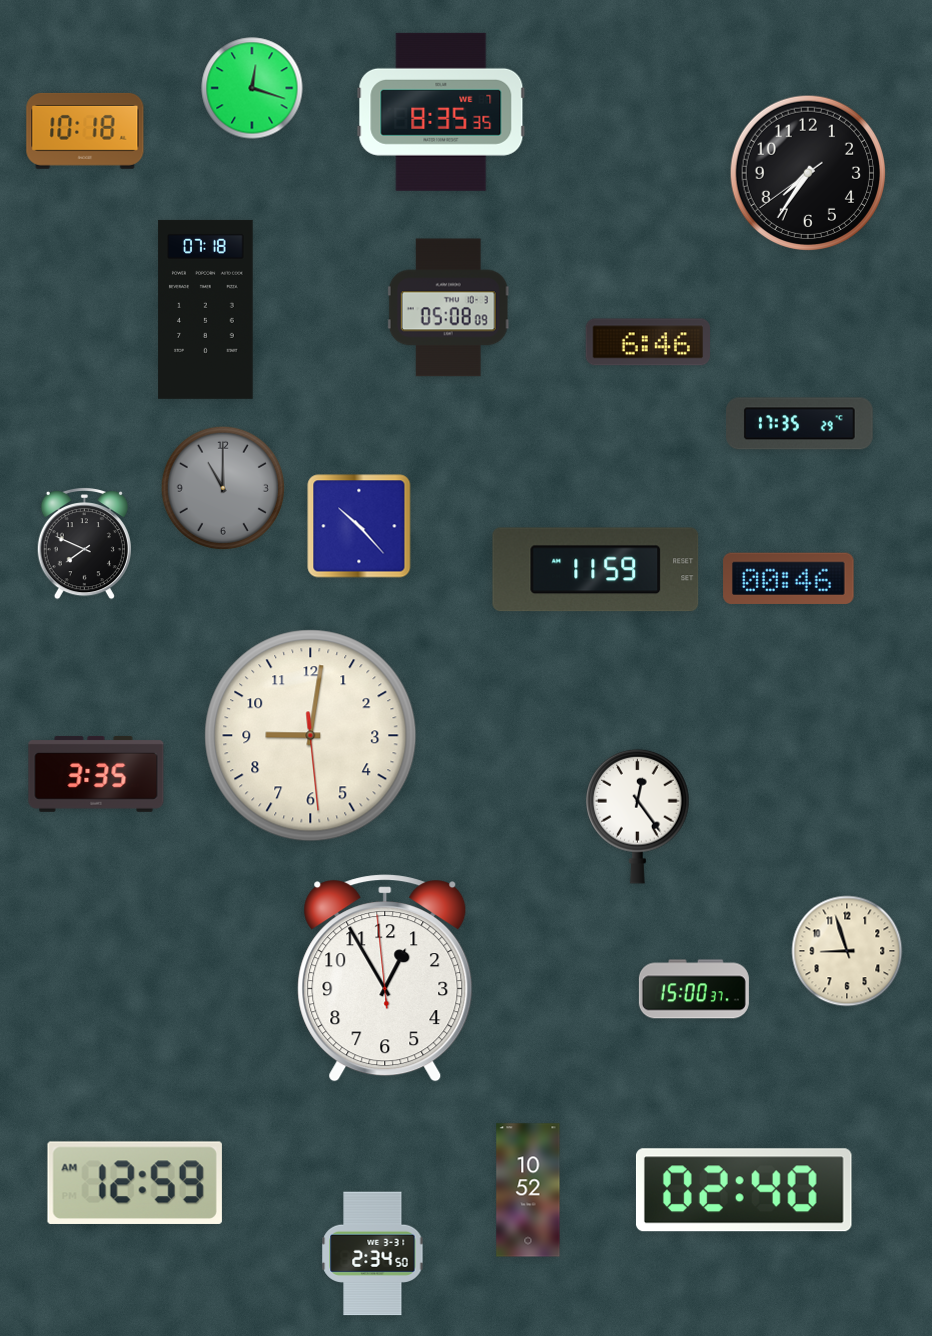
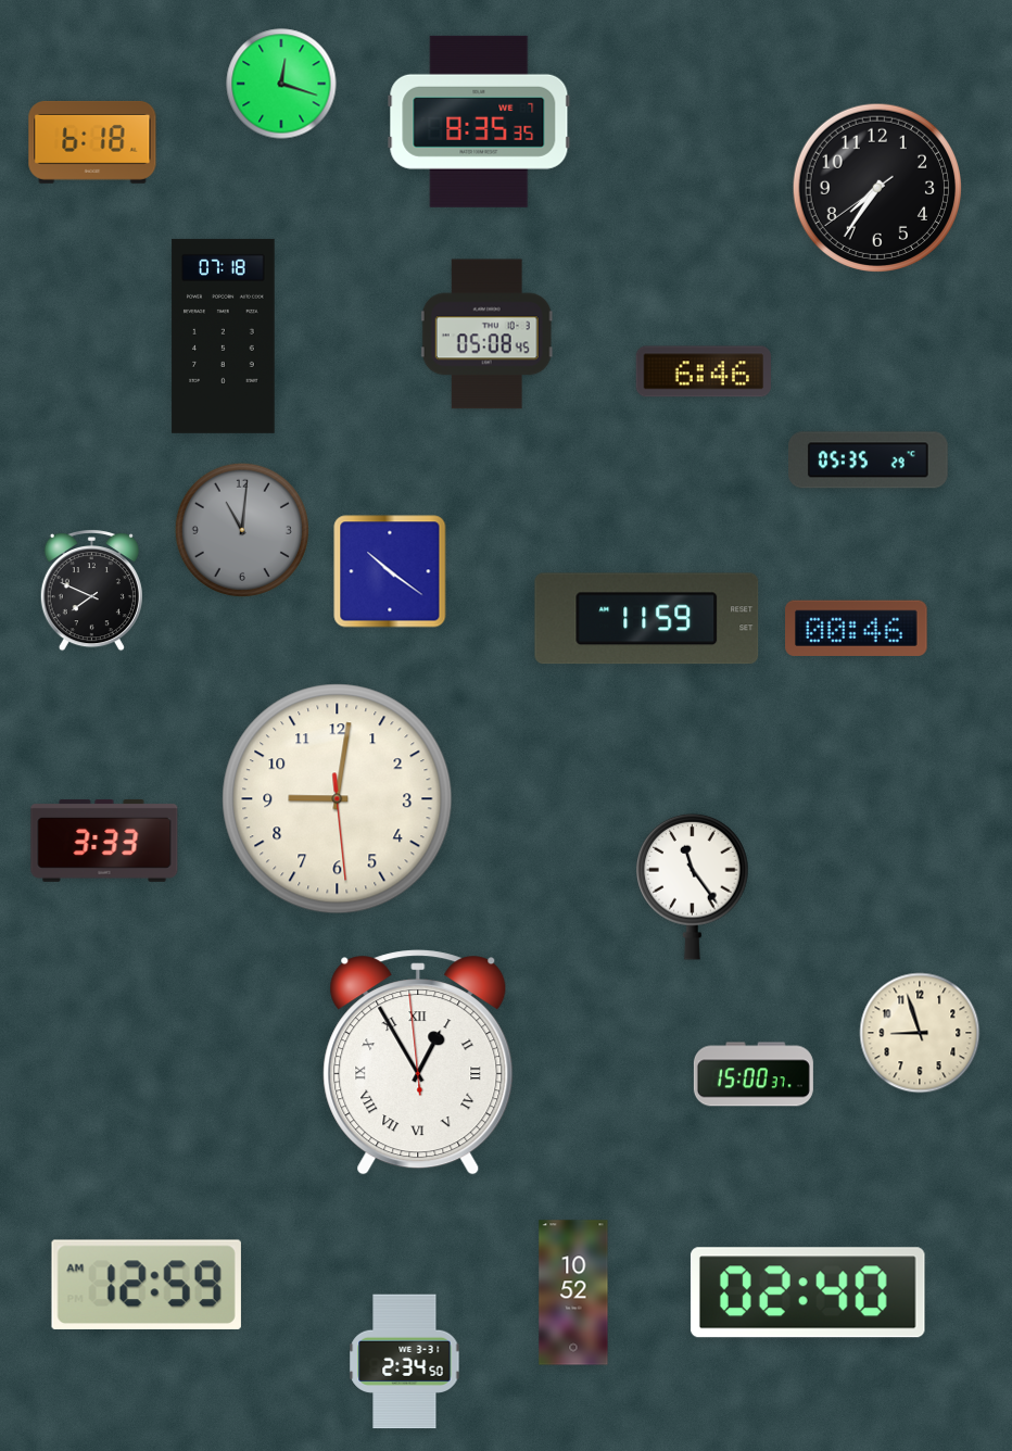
clock at (252, 88) position: (252, 88) -> (281, 84)
clock at (85, 131): 10:18 -> 6:18
clock at (448, 308): 05:08:09 -> 05:08:45
clock at (800, 424): 17:35 -> 05:35
clock at (223, 488): 11:00 -> 11:01
clock at (359, 526): 10:23 -> 10:21
clock at (96, 774): 3:35 -> 3:33
clock at (638, 816): 12:24 -> 11:24
clock at (385, 978) numerals: Arabic -> Roman
